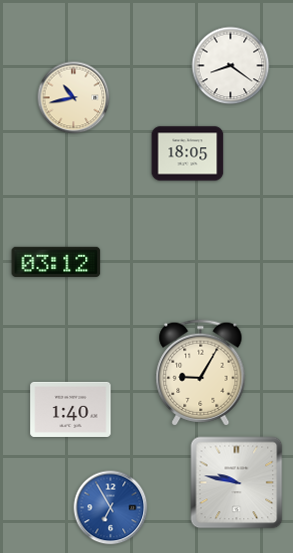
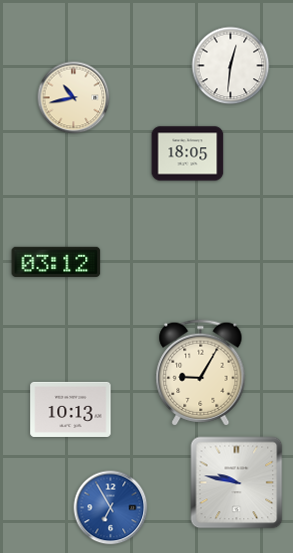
clock at (231, 66): 8:21 -> 12:31
clock at (71, 409): 1:40 -> 10:13
